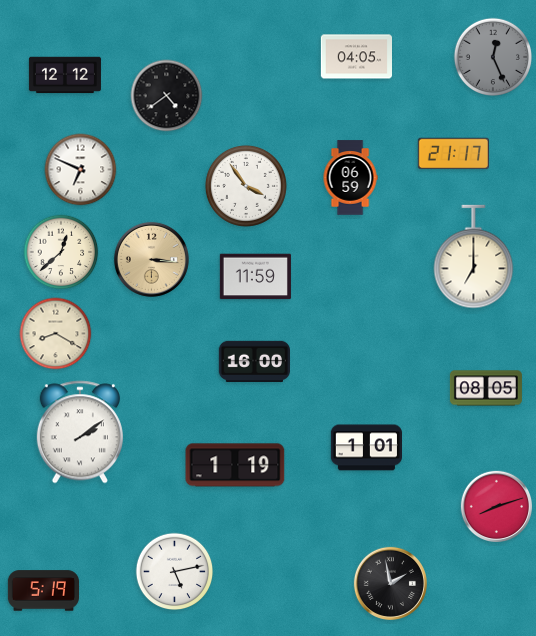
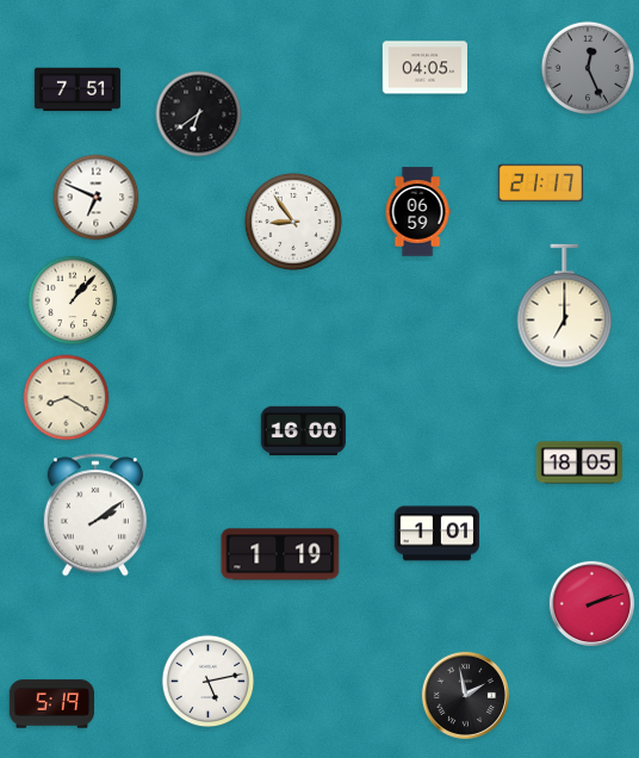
clock at (65, 75): 12:12 -> 7:51
clock at (167, 96): 4:39 -> 6:39
clock at (81, 170) position: (81, 170) -> (97, 198)
clock at (246, 186): 3:54 -> 8:54
clock at (61, 252): 12:38 -> 1:07
clock at (151, 259): 3:16 -> none
clock at (255, 277): 11:59 -> none
clock at (486, 388): 08:05 -> 18:05
clock at (496, 506): 8:12 -> 2:12
